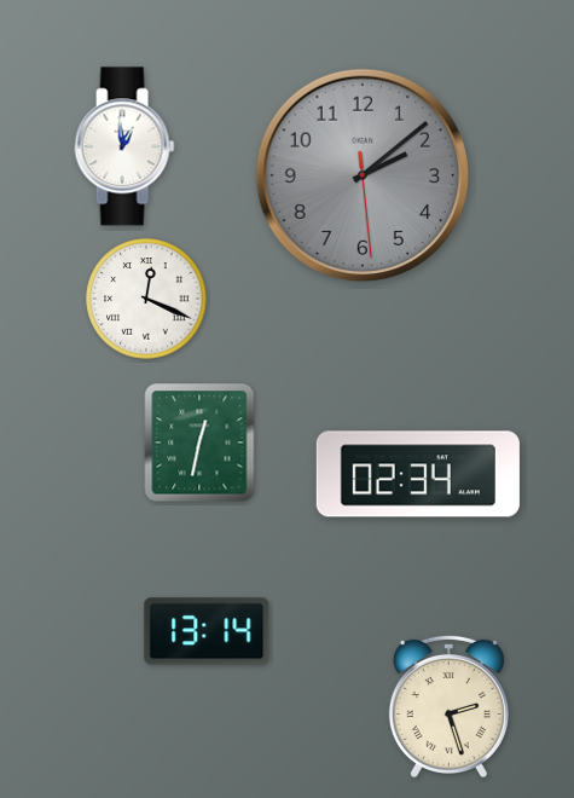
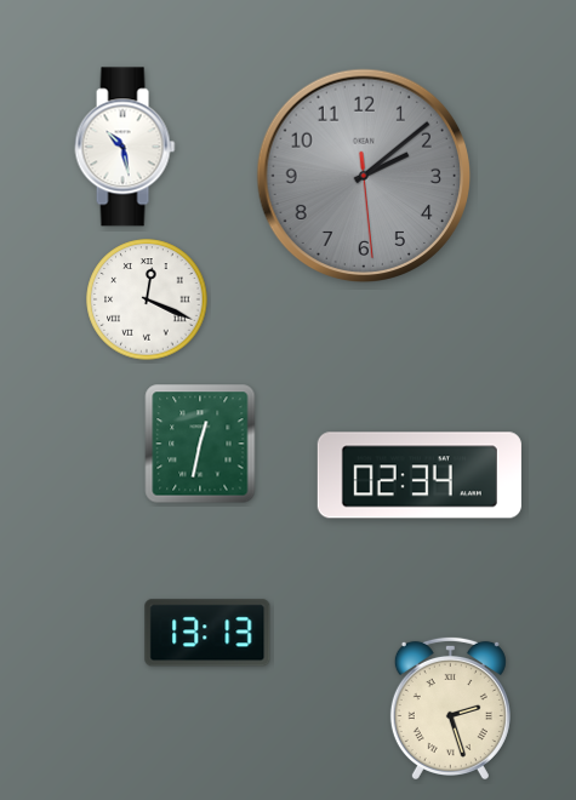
clock at (124, 146): 12:59 -> 10:28
clock at (207, 631): 13:14 -> 13:13
